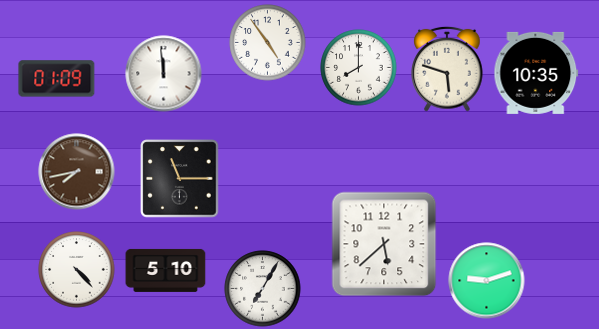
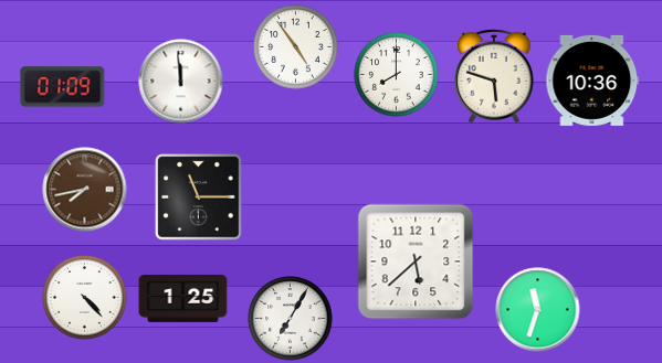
clock at (536, 73): 10:35 -> 10:36
clock at (384, 244) position: (384, 244) -> (416, 261)
clock at (166, 270): 5:10 -> 1:25
clock at (487, 281): 9:12 -> 11:33
